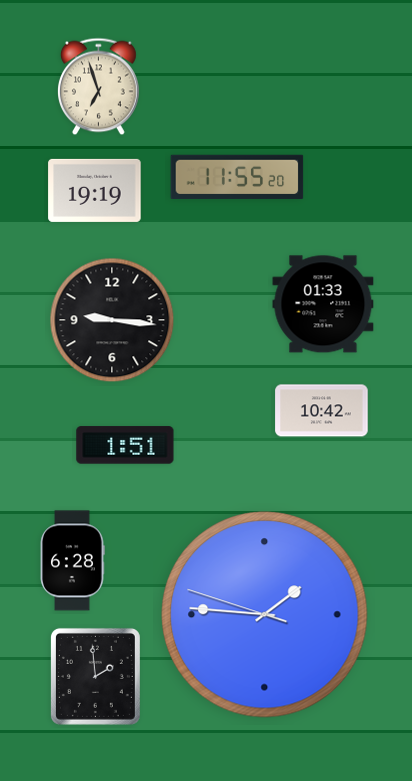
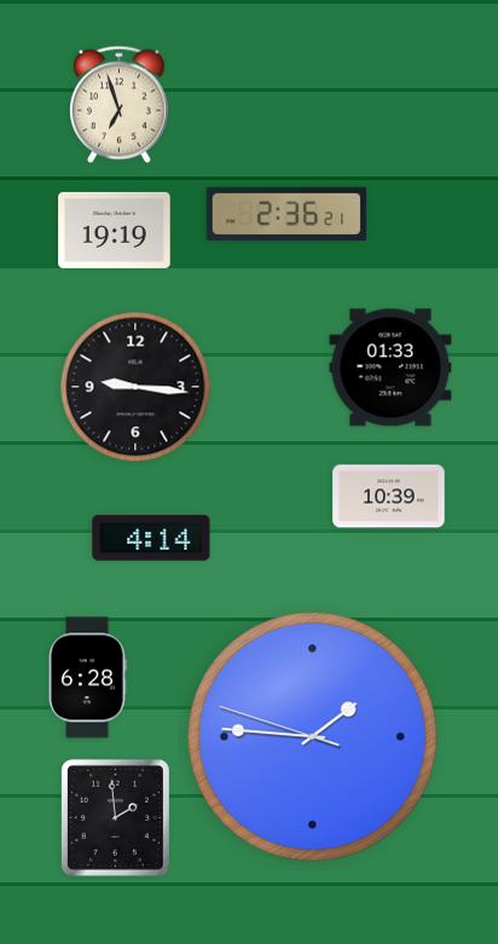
clock at (237, 177): 11:55 -> 2:36
clock at (322, 411): 10:42 -> 10:39
clock at (125, 445): 1:51 -> 4:14
clock at (265, 615) position: (265, 615) -> (313, 737)
